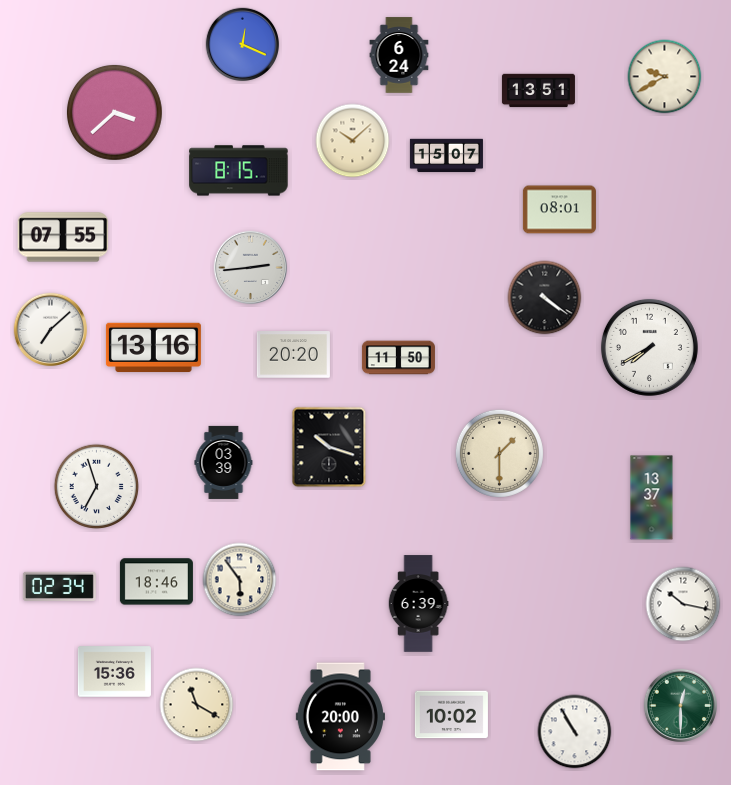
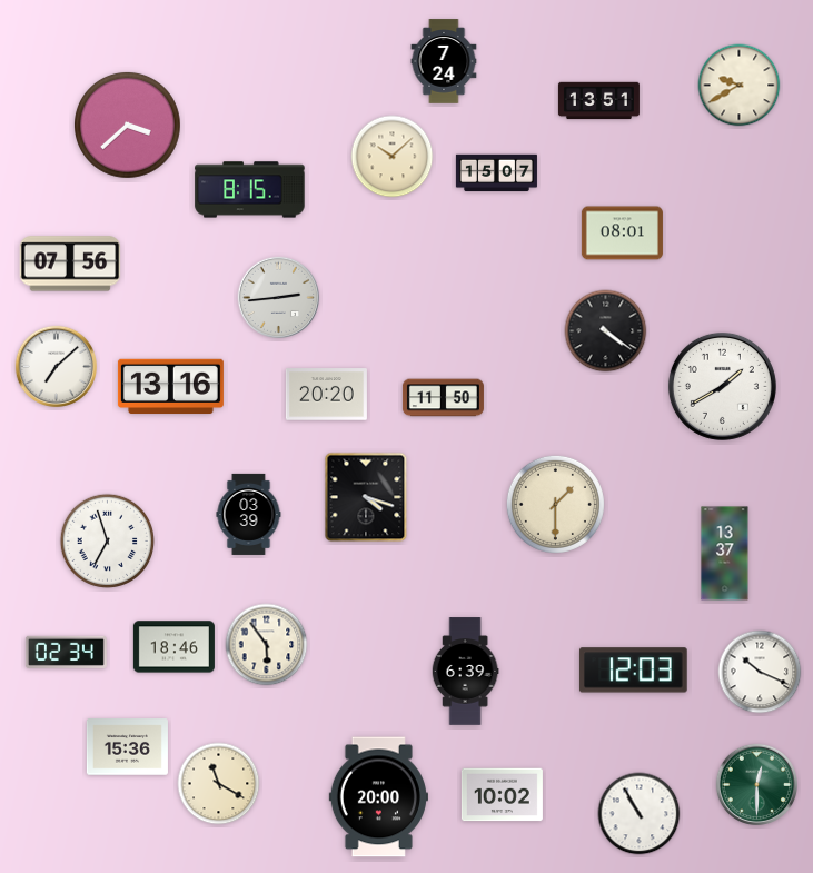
clock at (243, 45): 12:19 -> none
clock at (399, 55): 6:24 -> 7:24
clock at (239, 171) position: (239, 171) -> (250, 190)
clock at (63, 237): 07:55 -> 07:56
clock at (649, 347): 7:40 -> 1:40
clock at (329, 447): 10:18 -> 4:18
clock at (633, 671): none -> 12:03
clock at (683, 604): 10:17 -> 10:19
